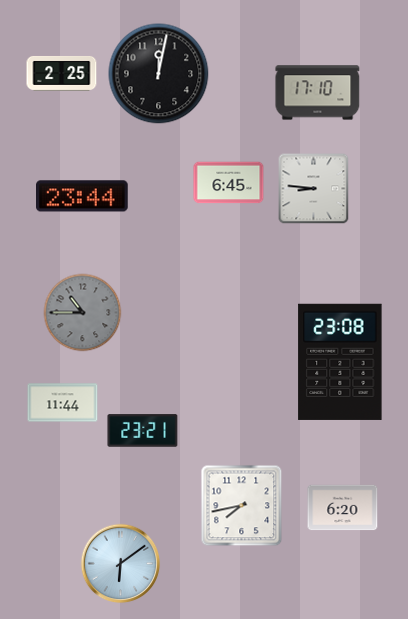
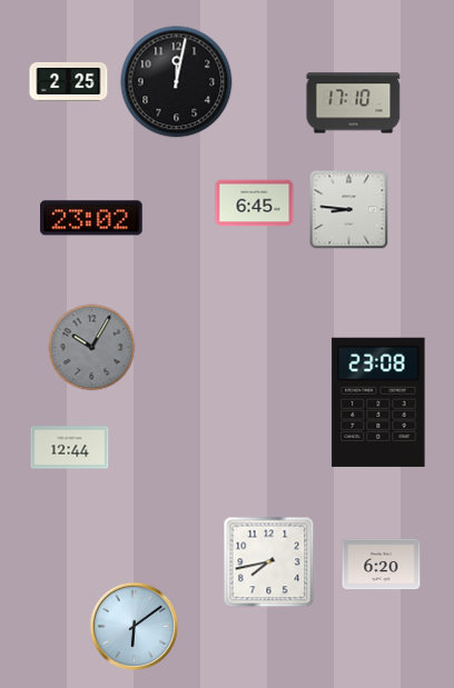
clock at (82, 196): 23:44 -> 23:02
clock at (83, 313): 10:45 -> 10:05
clock at (63, 403): 11:44 -> 12:44
clock at (143, 431): 23:21 -> none
